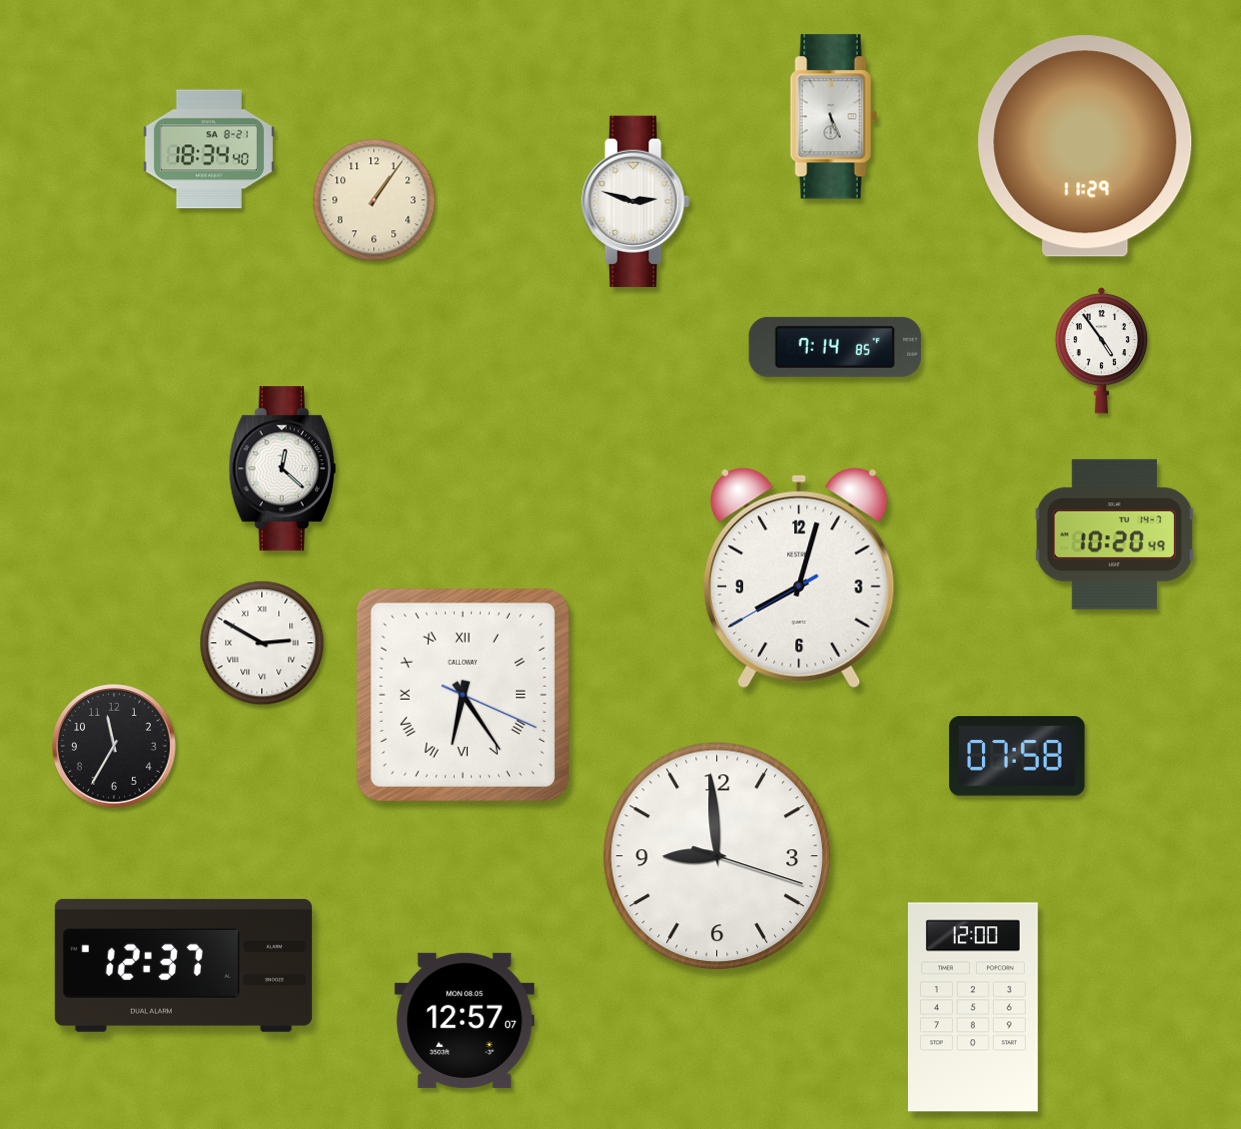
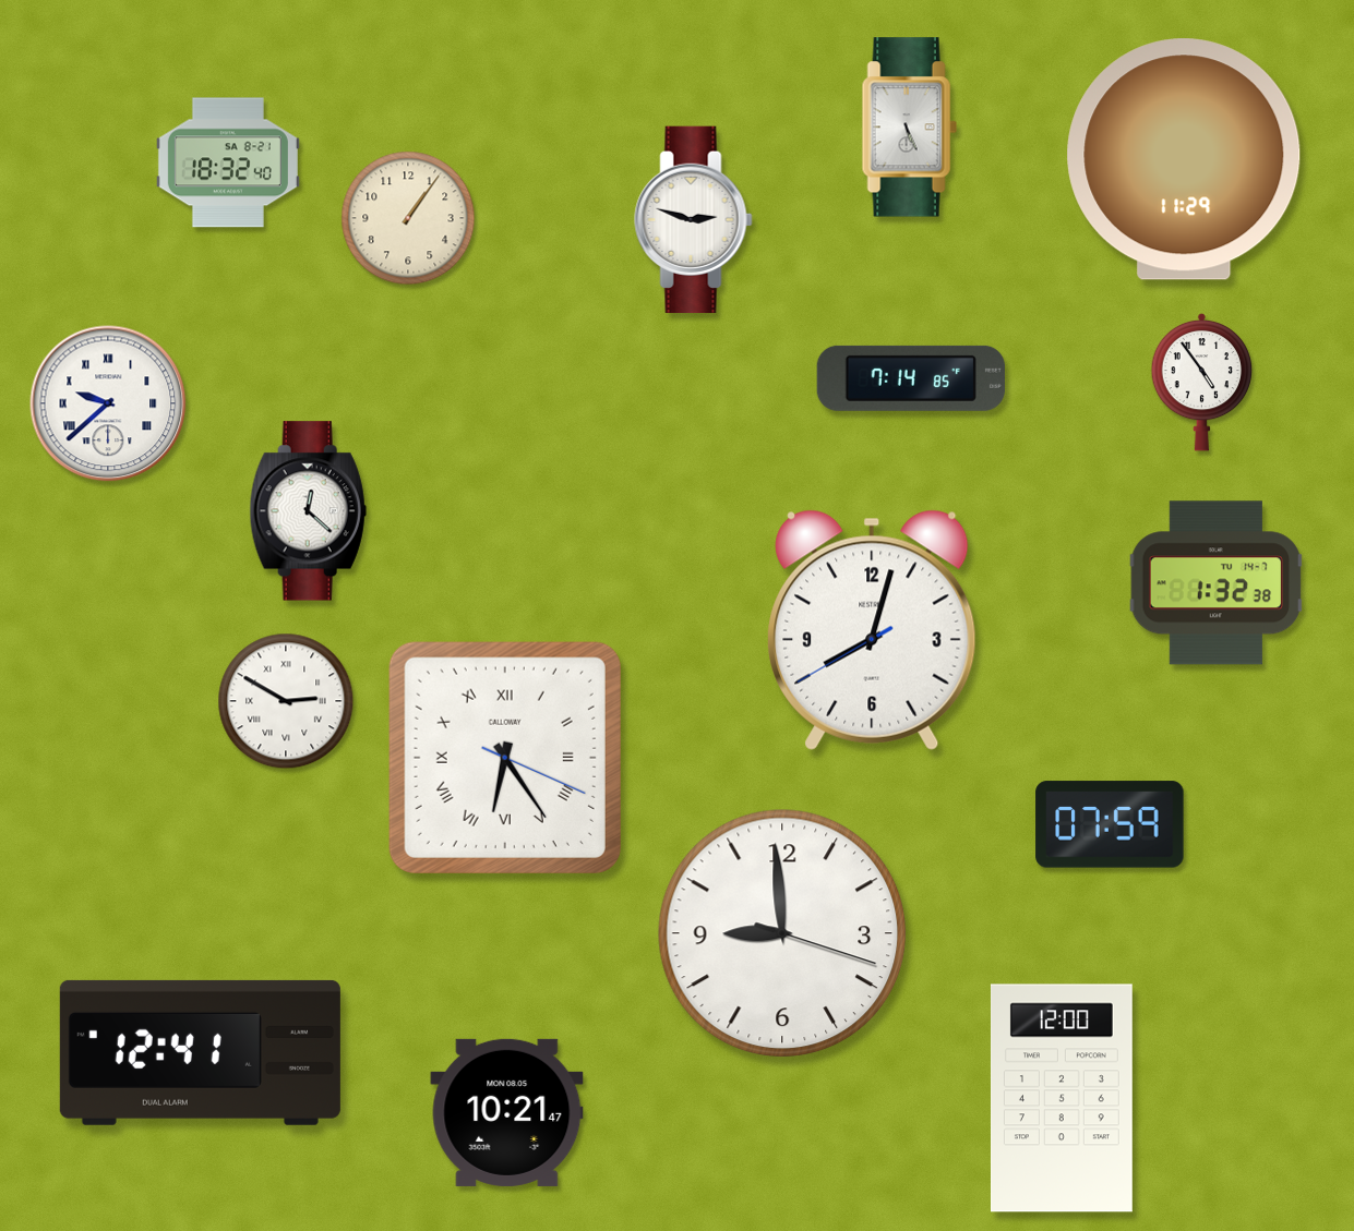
clock at (209, 149): 18:34 -> 18:32
clock at (108, 403): none -> 9:38
clock at (1114, 535): 10:20 -> 1:32
clock at (115, 747): 11:35 -> none
clock at (1017, 756): 07:58 -> 07:59
clock at (183, 965): 12:37 -> 12:41
clock at (465, 1020): 12:57 -> 10:21
